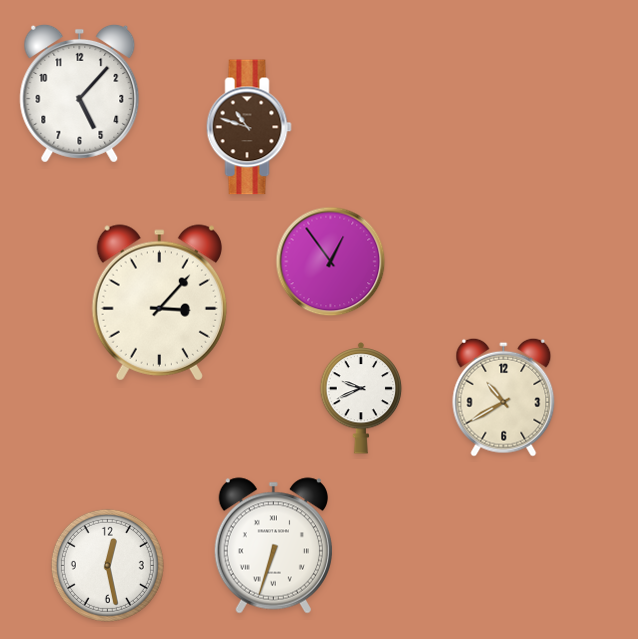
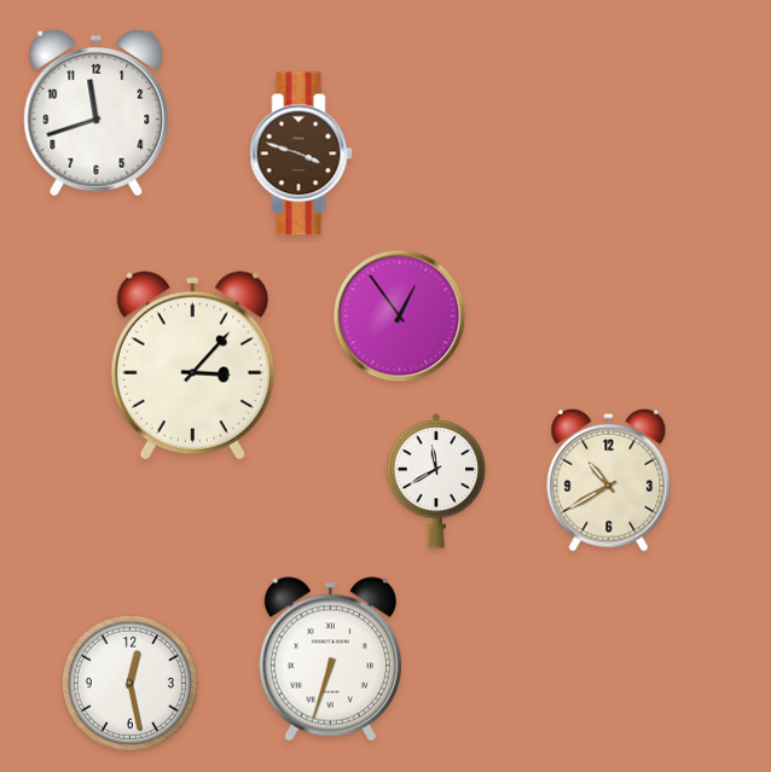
clock at (80, 93): 5:07 -> 11:42
clock at (249, 127): 10:48 -> 3:48
clock at (361, 399): 9:41 -> 11:40
